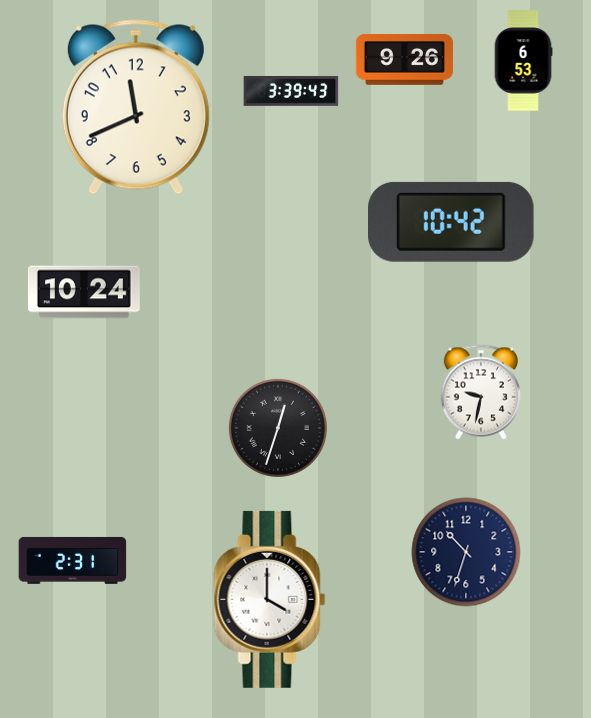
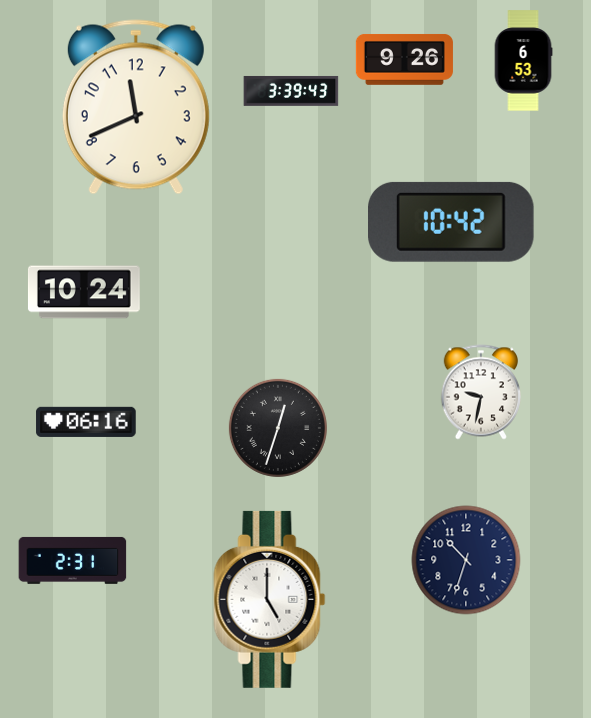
clock at (86, 422): none -> 06:16
clock at (466, 552) position: (466, 552) -> (466, 560)
clock at (270, 599): 4:00 -> 5:00
